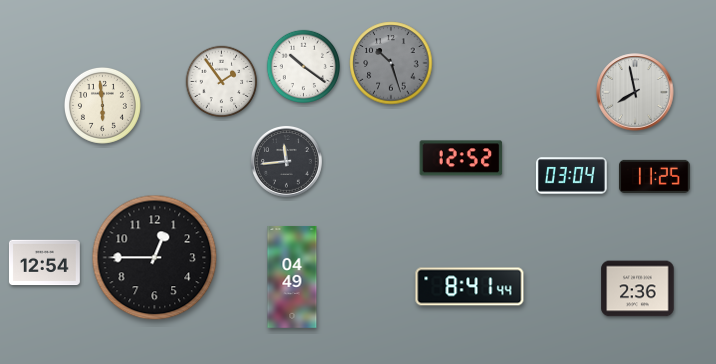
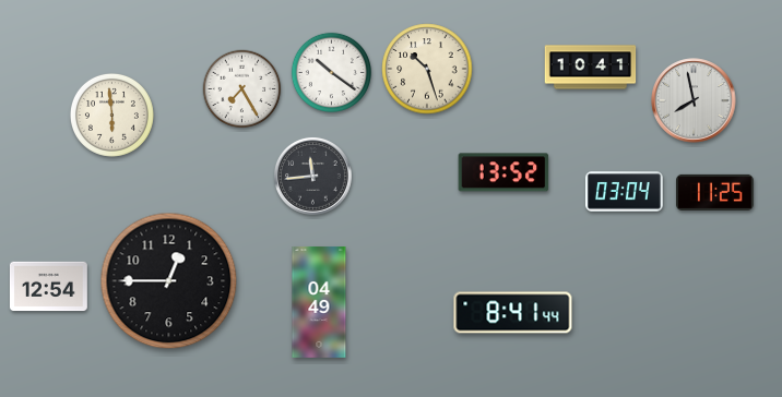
clock at (591, 68): none -> 10:41
clock at (391, 63) dial: grey -> cream
clock at (222, 82): 1:54 -> 7:25
clock at (461, 158): 12:52 -> 13:52
clock at (638, 289): 2:36 -> none
